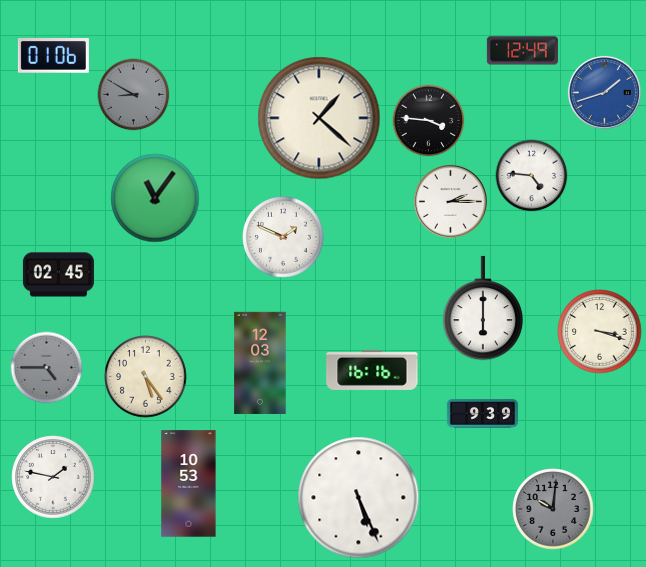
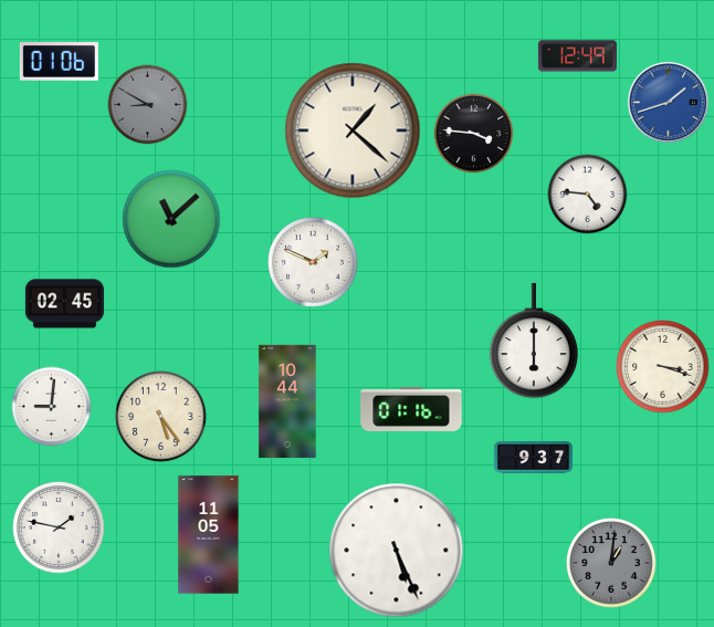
clock at (155, 198): 11:06 -> 11:08
clock at (450, 201): 2:15 -> none
clock at (260, 363): 12:03 -> 10:44
clock at (47, 368): 4:45 -> 9:01
clock at (47, 368) dial: grey -> white
clock at (372, 370): 16:16 -> 01:16
clock at (482, 414): 9:39 -> 9:37
clock at (189, 484): 10:53 -> 11:05
clock at (554, 510): 10:01 -> 1:01
